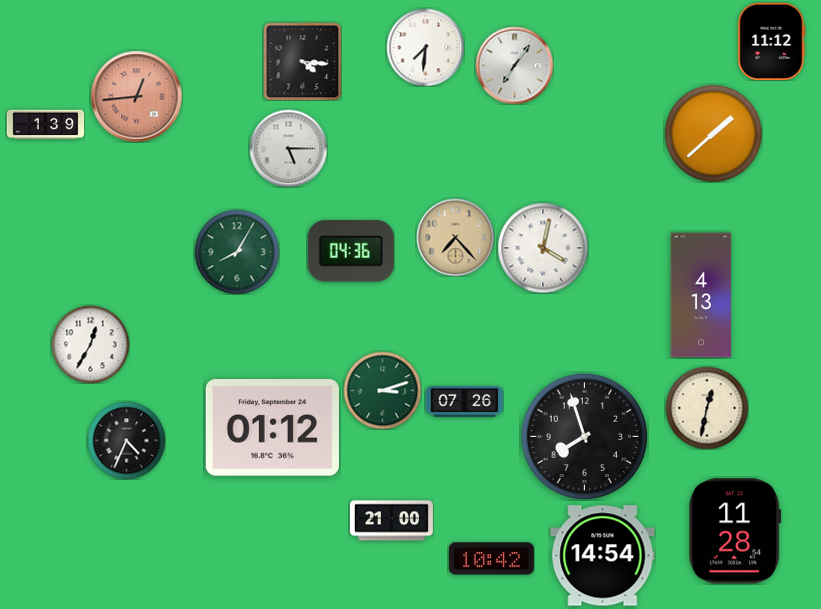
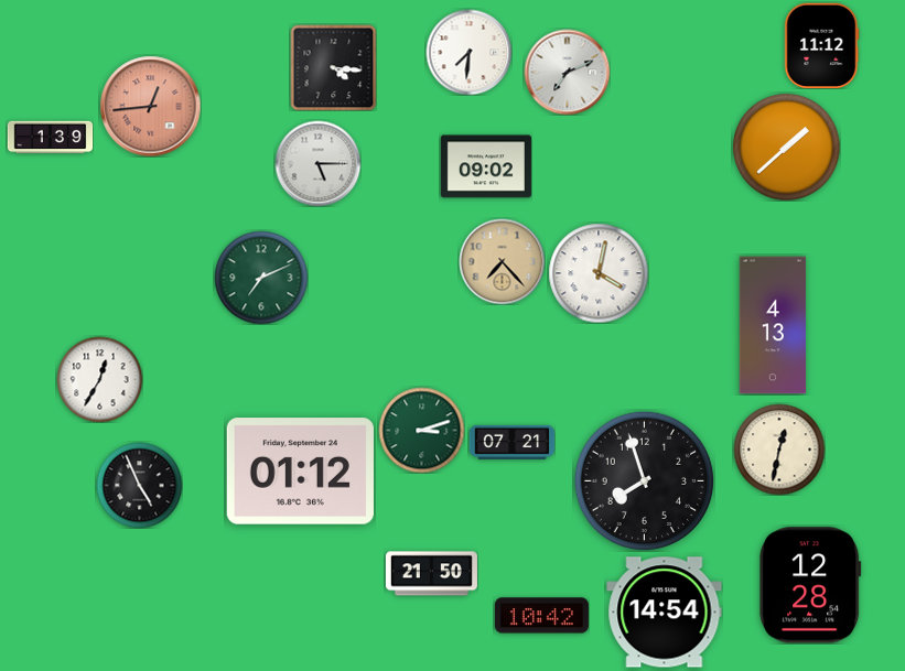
clock at (772, 41) position: (772, 41) -> (822, 45)
clock at (514, 65): 7:06 -> 7:11
clock at (486, 166): none -> 09:02
clock at (351, 251): 04:36 -> none
clock at (237, 252): 8:05 -> 7:11
clock at (464, 401): 07:26 -> 07:21
clock at (126, 440): 4:34 -> 4:56
clock at (391, 521): 21:00 -> 21:50
clock at (735, 531): 11:28 -> 12:28
